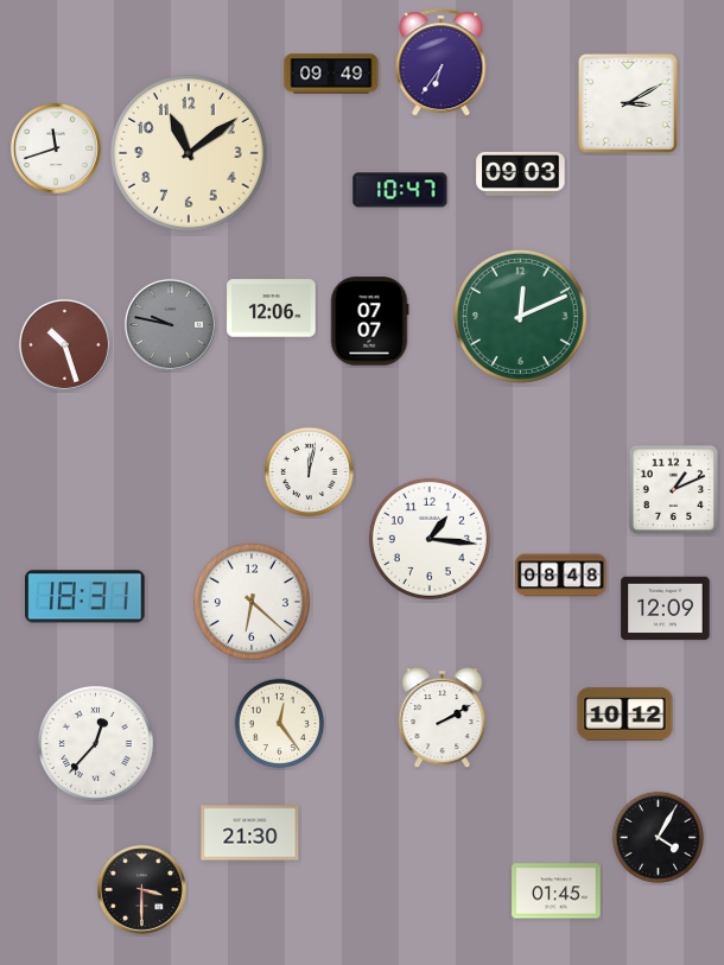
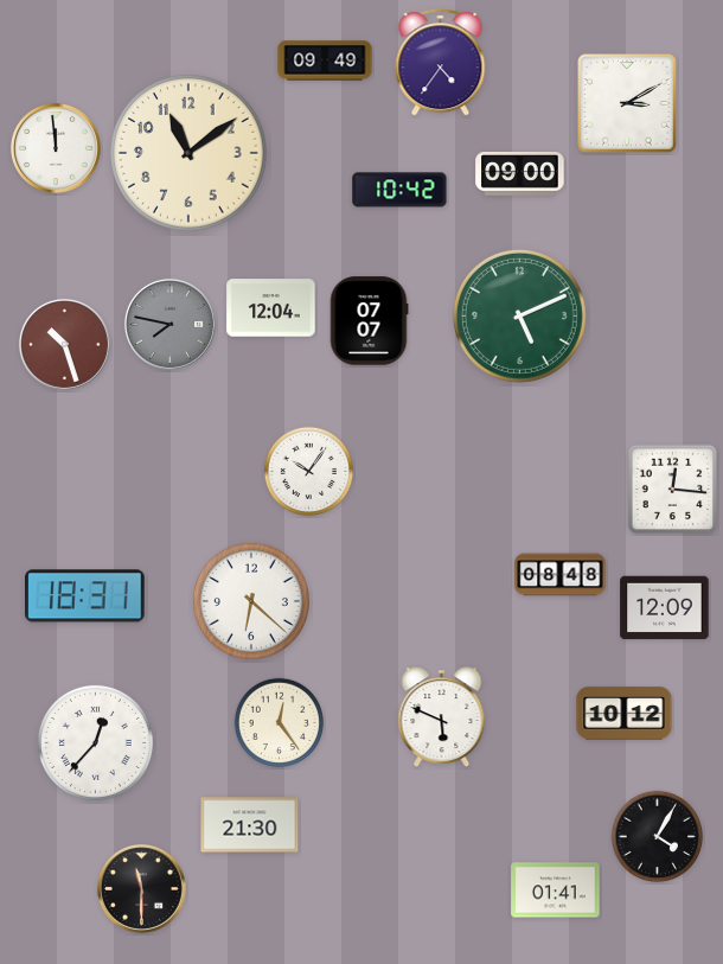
clock at (442, 63): 6:36 -> 4:36
clock at (331, 74) position: (331, 74) -> (325, 60)
clock at (56, 148): 11:42 -> 11:59
clock at (521, 174): 09:03 -> 09:00
clock at (400, 190): 10:47 -> 10:42
clock at (272, 309): 12:06 -> 12:04
clock at (520, 316): 12:11 -> 5:11
clock at (170, 324): 9:47 -> 7:47
clock at (310, 472): 12:02 -> 10:06
clock at (674, 490): 1:11 -> 12:16
clock at (430, 539): 1:16 -> none
clock at (443, 718): 2:10 -> 5:49
clock at (250, 833) position: (250, 833) -> (250, 825)
clock at (141, 889): 3:30 -> 11:30
clock at (557, 891): 01:45 -> 01:41
